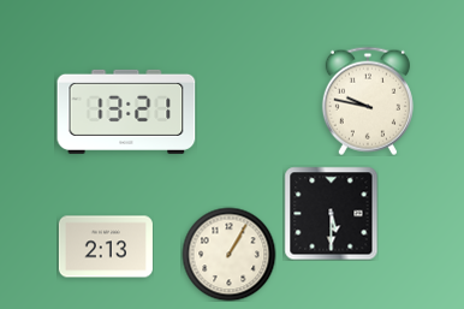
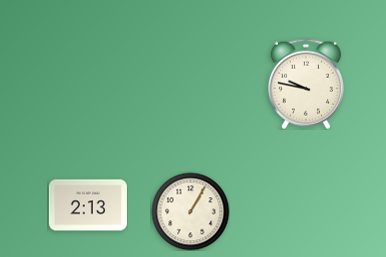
clock at (126, 112): 13:21 -> none
clock at (331, 213): 5:30 -> none
